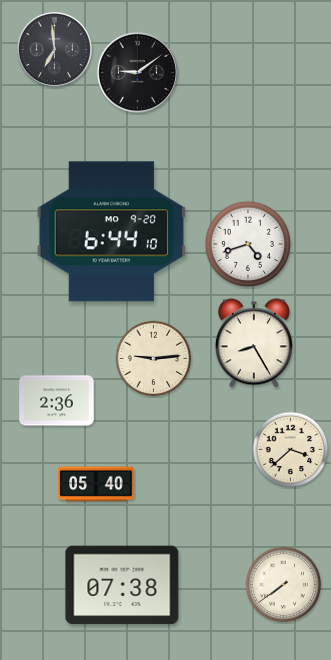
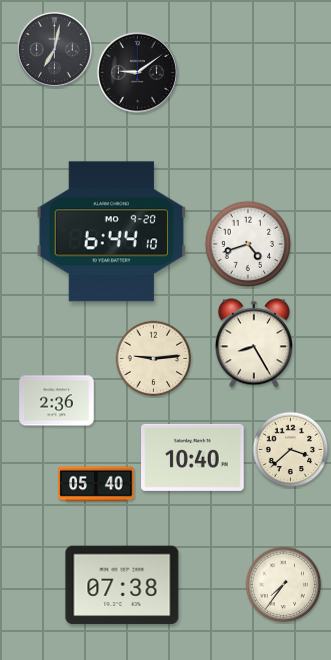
clock at (54, 49): 6:59 -> 7:02
clock at (193, 457): none -> 10:40
clock at (284, 585): 7:39 -> 7:36
